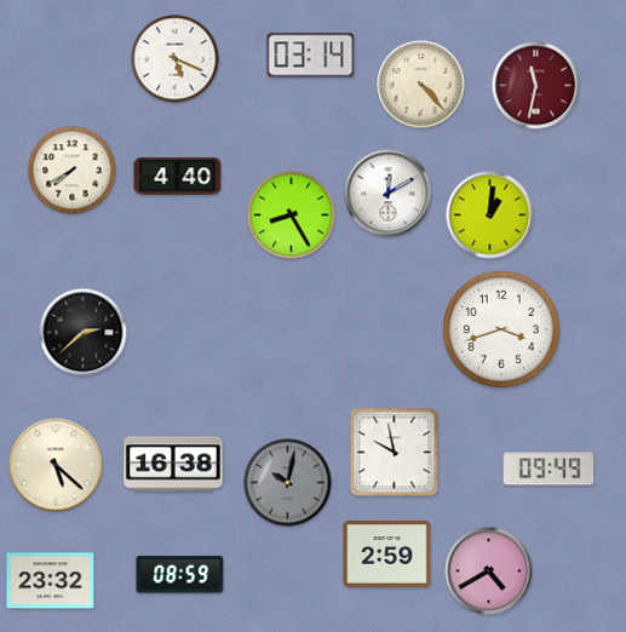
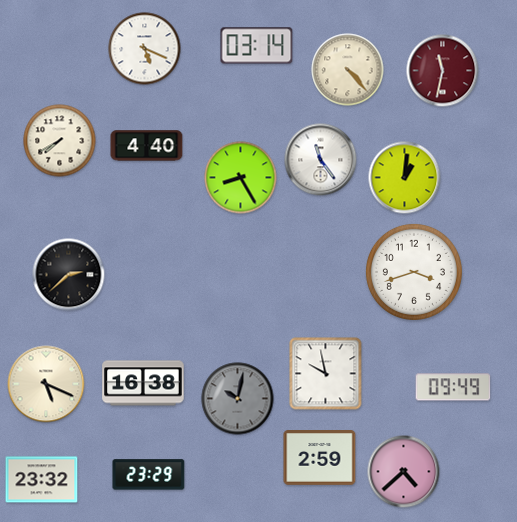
clock at (389, 194): 12:10 -> 11:24
clock at (56, 465): 5:22 -> 5:19
clock at (489, 571): 4:40 -> 4:38
clock at (180, 575): 08:59 -> 23:29
